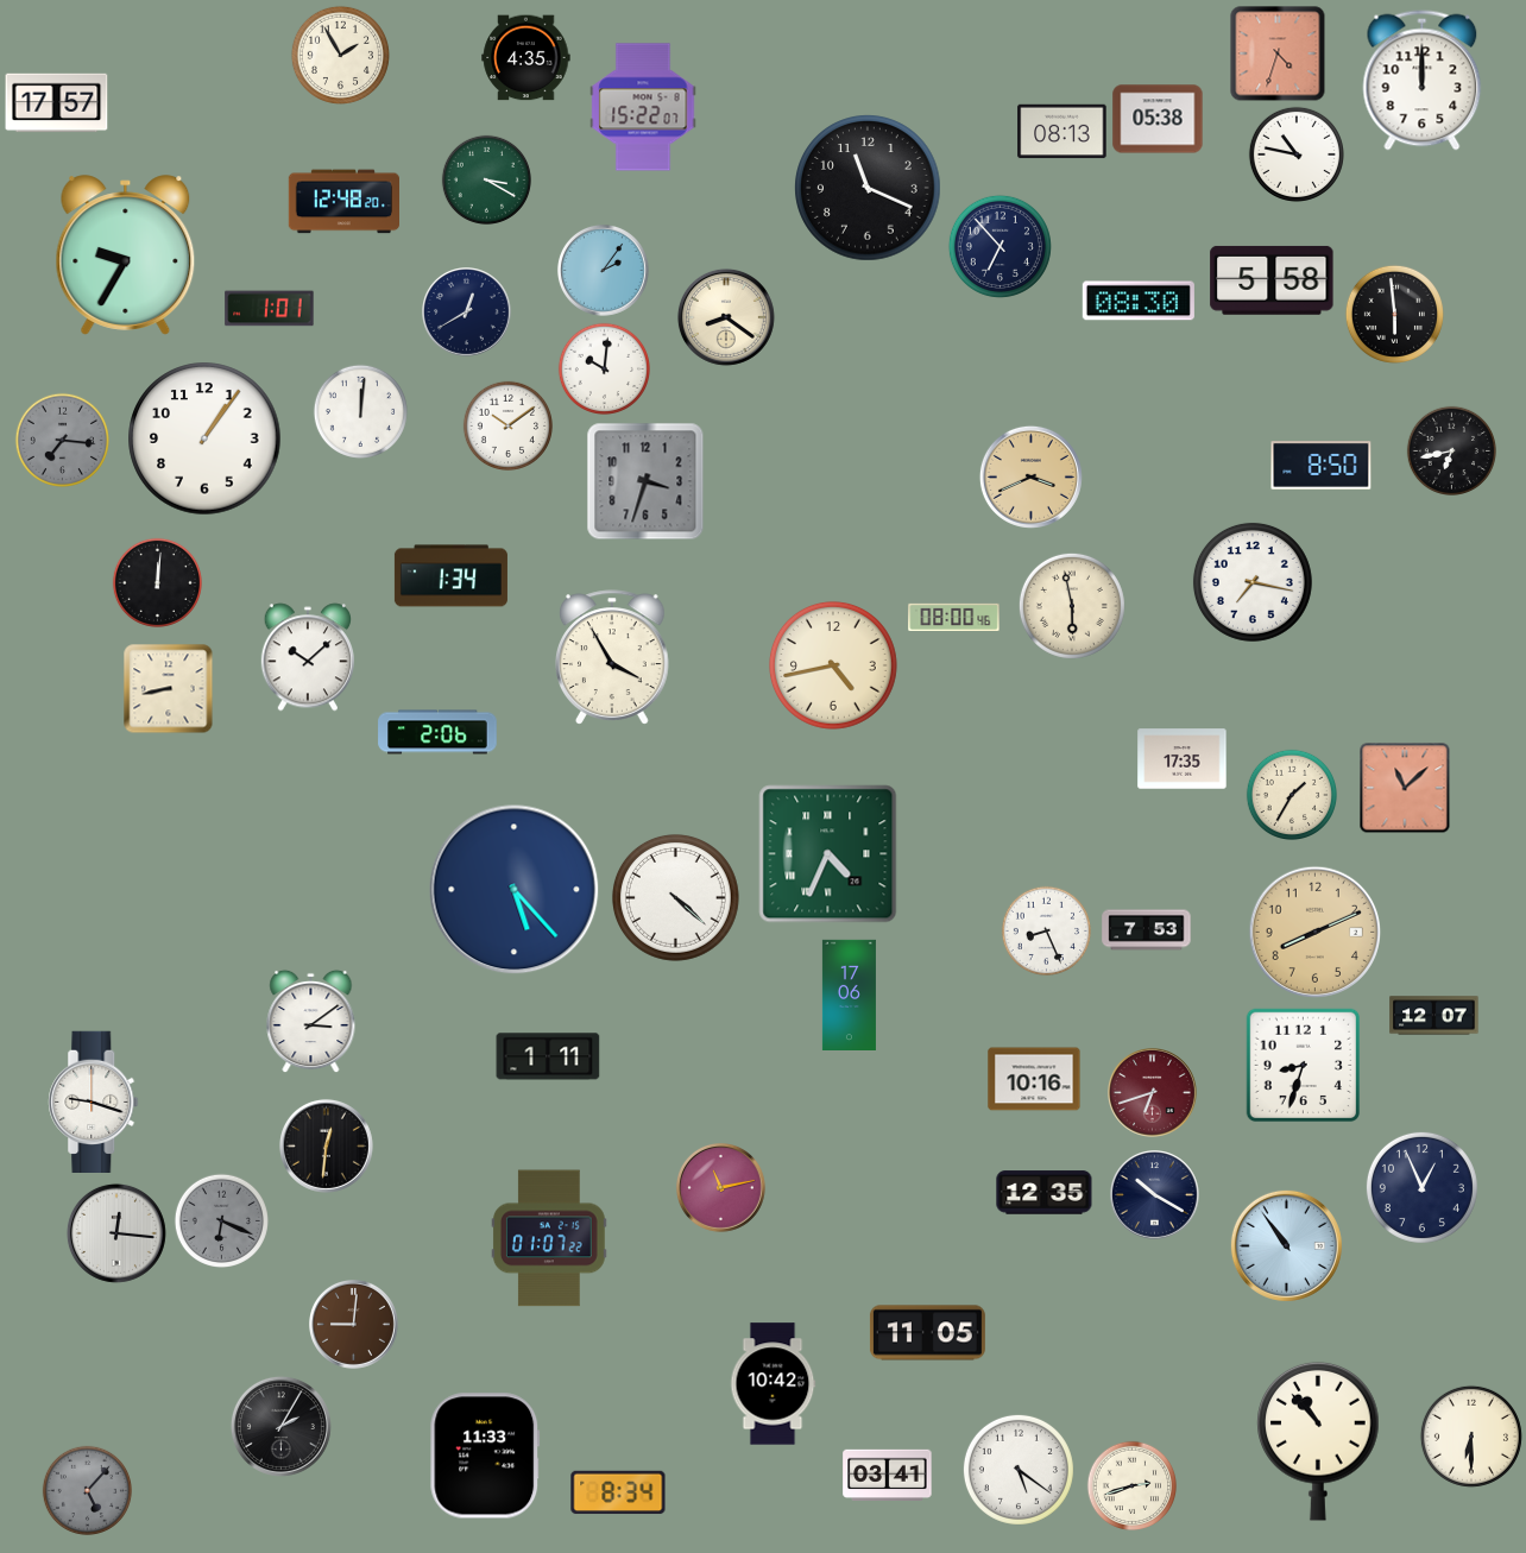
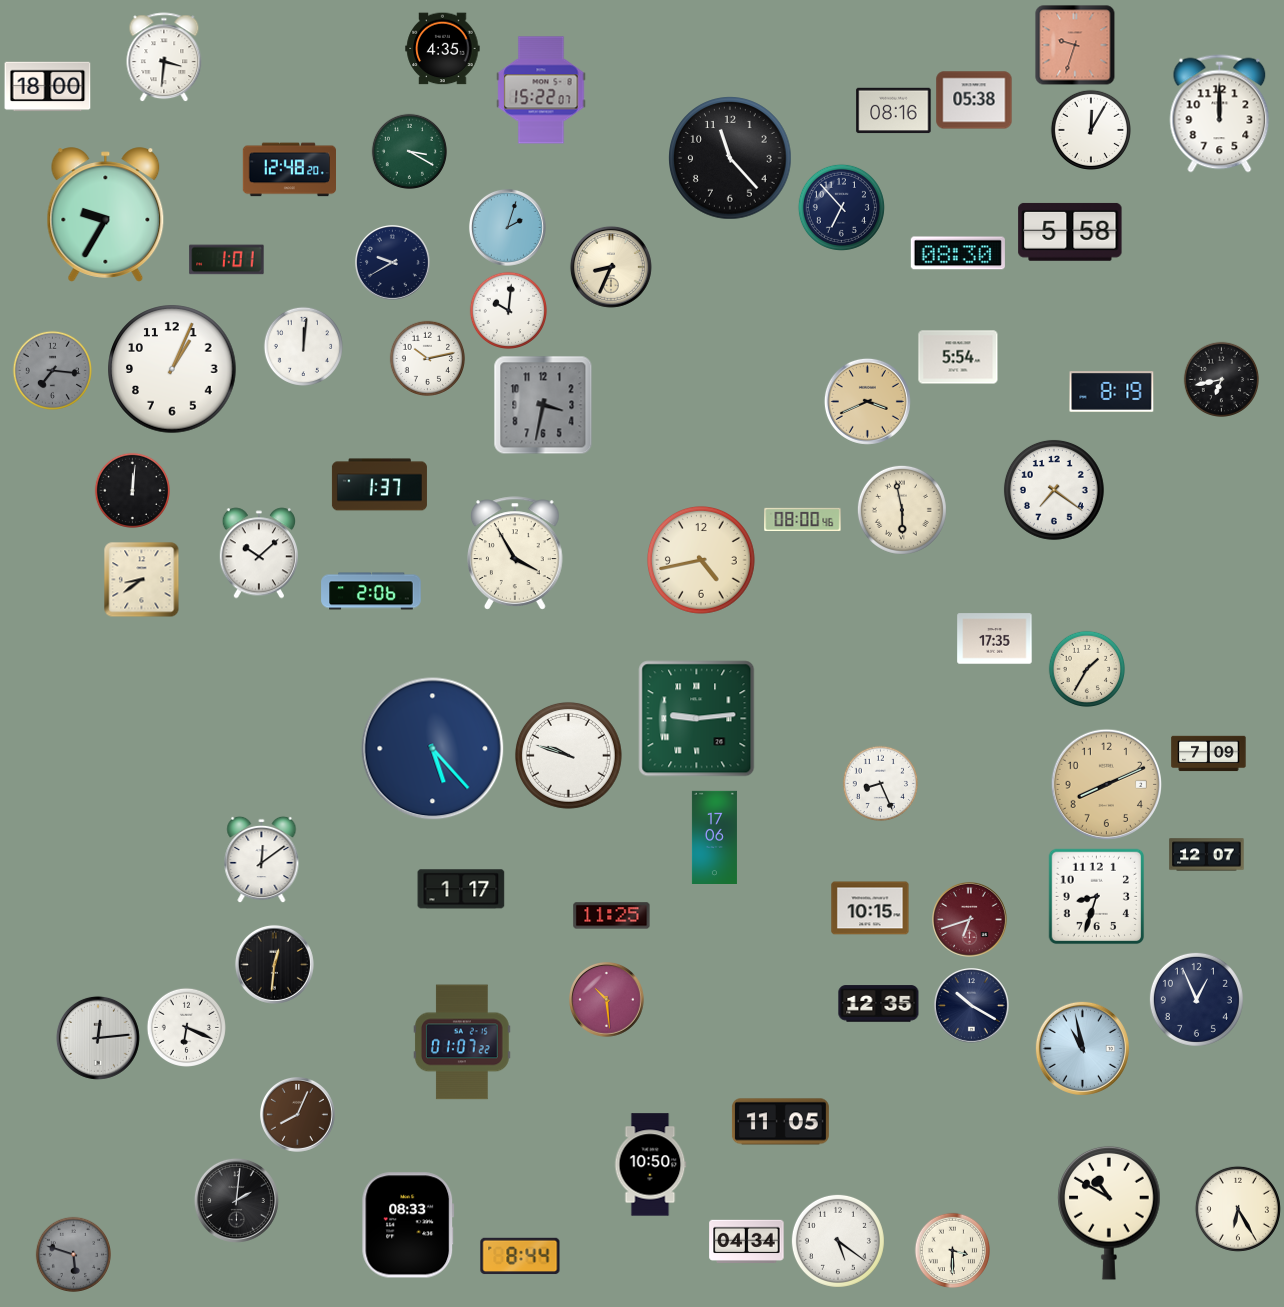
clock at (1278, 53): 4:33 -> 9:33
clock at (340, 55): 1:55 -> none
clock at (164, 58): none -> 3:31
clock at (1423, 81) position: (1423, 81) -> (1220, 114)
clock at (57, 103): 17:57 -> 18:00
clock at (1062, 132): 08:13 -> 08:16
clock at (1297, 154): 10:47 -> 12:05
clock at (868, 188): 11:19 -> 11:23
clock at (603, 270): 2:06 -> 2:03
clock at (1272, 280) position: (1272, 280) -> (1070, 232)
clock at (467, 313): 12:40 -> 9:40
clock at (1394, 314): 5:59 -> none
clock at (726, 317): 8:21 -> 8:34
clock at (958, 357): none -> 5:54
clock at (507, 425): 10:09 -> 10:13
clock at (204, 438): 1:06 -> 1:04
clock at (1322, 466): 8:50 -> 8:19
clock at (645, 481): 3:33 -> 3:32
clock at (450, 576): 1:34 -> 1:37
clock at (1253, 582): 7:17 -> 7:21
clock at (169, 689): 8:43 -> 8:39
clock at (437, 732) position: (437, 732) -> (371, 591)
clock at (1405, 788): 11:08 -> none
clock at (828, 854): 4:34 -> 9:14
clock at (1209, 754): none -> 7:09
clock at (675, 897): 4:22 -> 9:48
clock at (1147, 930): 7:53 -> none
clock at (311, 1022): 3:09 -> 12:09
clock at (548, 1056): 1:11 -> 1:17
clock at (1034, 1079): 10:16 -> 10:15
clock at (612, 916): none -> 11:25
clock at (94, 1103): 9:18 -> none
clock at (721, 1188): 11:13 -> 10:29
clock at (221, 1220) dial: grey -> white
clock at (116, 1233): 12:16 -> 12:14
clock at (1286, 1245): 10:54 -> 10:58
clock at (354, 1325): 9:01 -> 8:04
clock at (773, 1384): 10:42 -> 10:50
clock at (280, 1426): 2:05 -> 2:01
clock at (1471, 1437): 6:30 -> 6:25
clock at (1318, 1441): 10:53 -> 10:50
clock at (485, 1456): 11:33 -> 08:33
clock at (1019, 1470) position: (1019, 1470) -> (838, 1241)
clock at (888, 1475): 03:41 -> 04:34
clock at (1131, 1485): 2:42 -> 3:30
clock at (87, 1490): 5:07 -> 5:48
clock at (618, 1492): 8:34 -> 8:44
